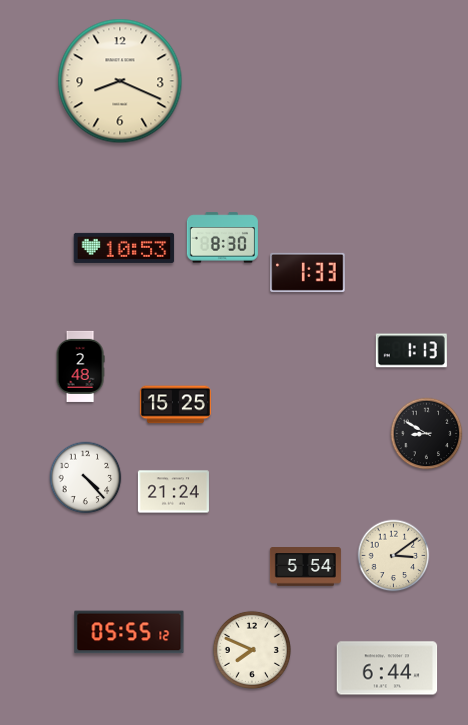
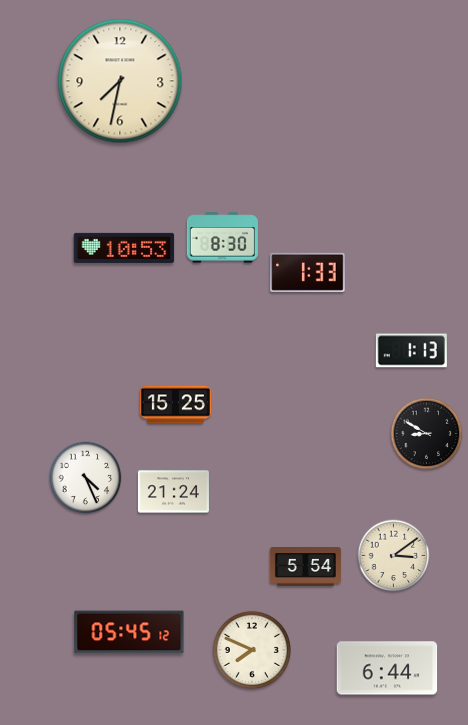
clock at (120, 81): 8:19 -> 7:32
clock at (80, 366): 2:48 -> none
clock at (86, 478): 4:23 -> 4:26
clock at (129, 632): 05:55 -> 05:45
